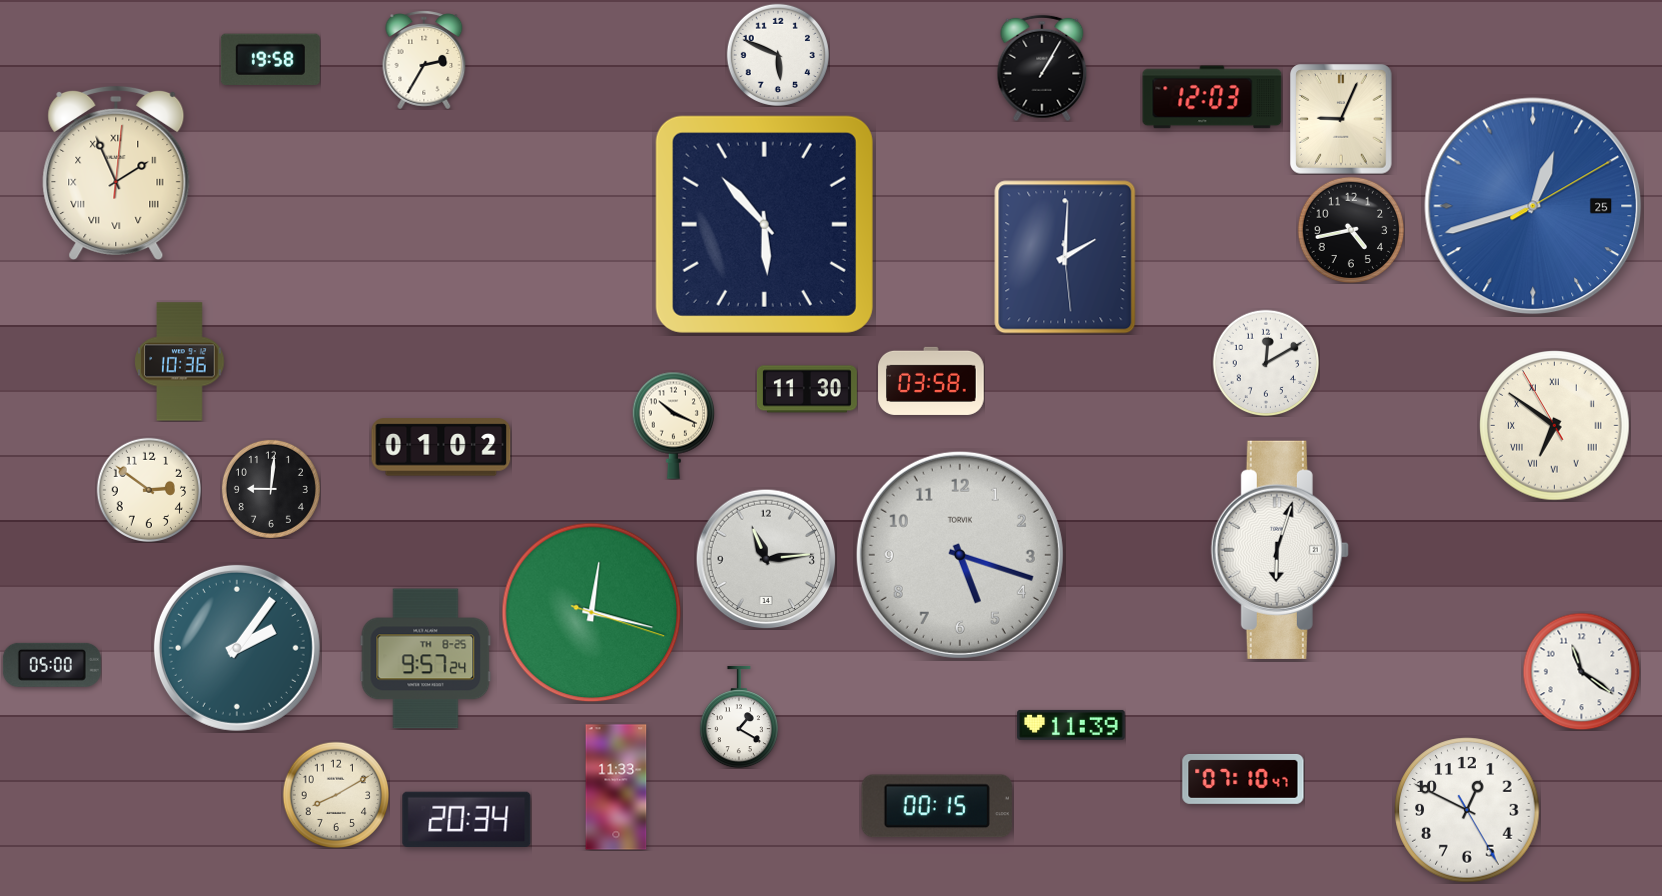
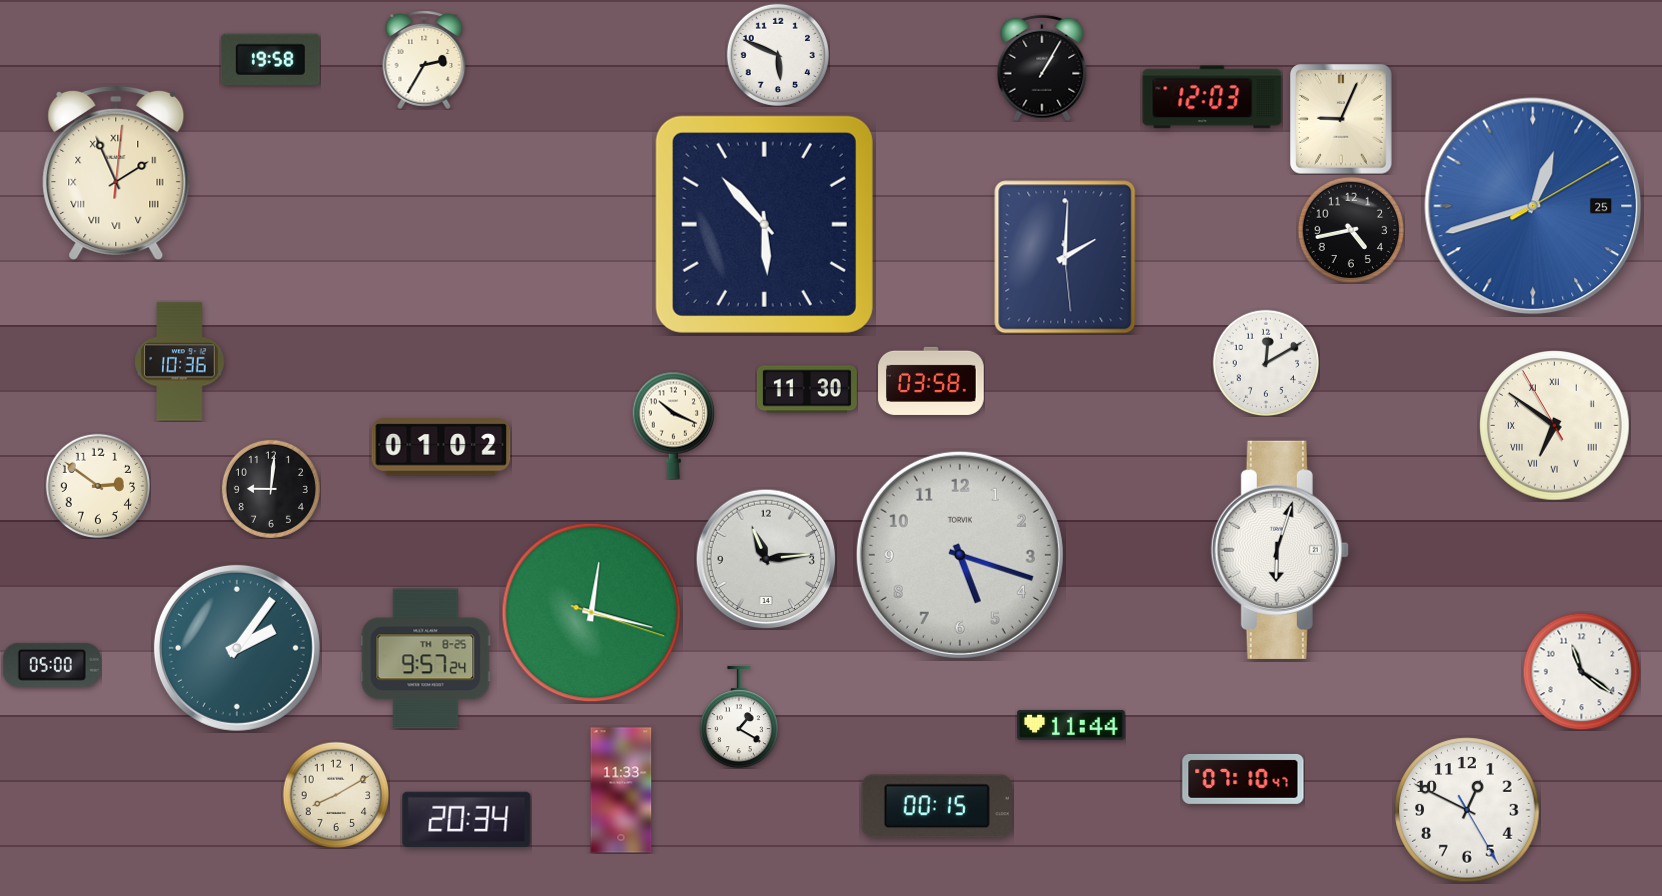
clock at (148, 489) position: (148, 489) -> (97, 485)
clock at (1071, 725): 11:39 -> 11:44
clock at (616, 787) position: (616, 787) -> (621, 790)
